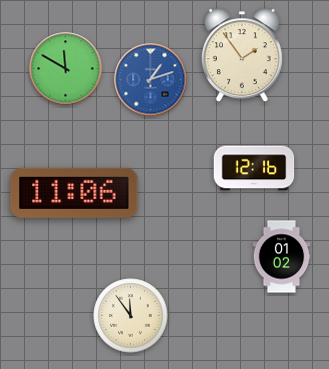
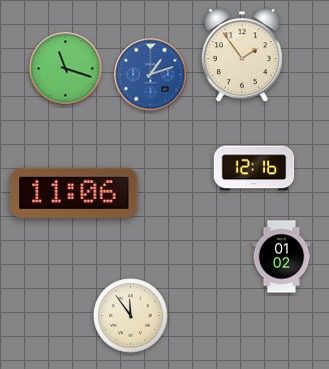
clock at (66, 69): 11:50 -> 11:18
clock at (151, 80) position: (151, 80) -> (151, 75)
